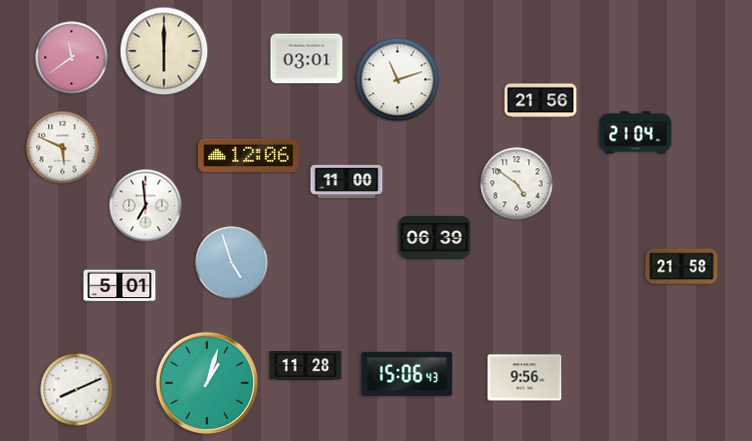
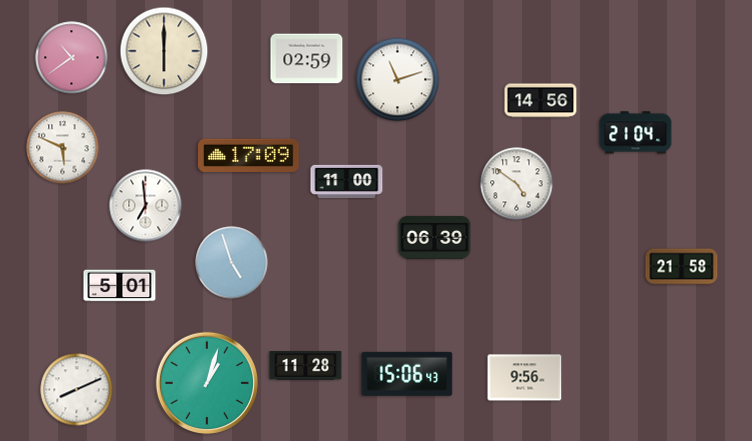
clock at (72, 58): 11:39 -> 10:39
clock at (307, 59): 03:01 -> 02:59
clock at (541, 101): 21:56 -> 14:56
clock at (249, 155): 12:06 -> 17:09
